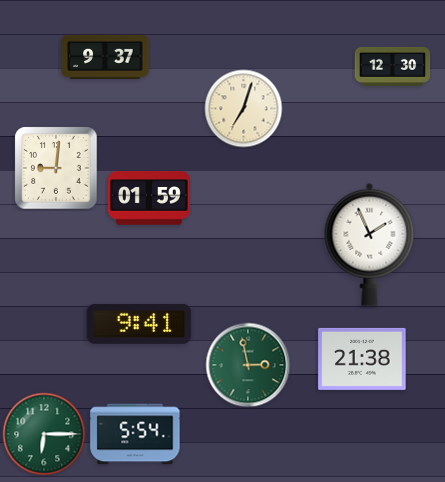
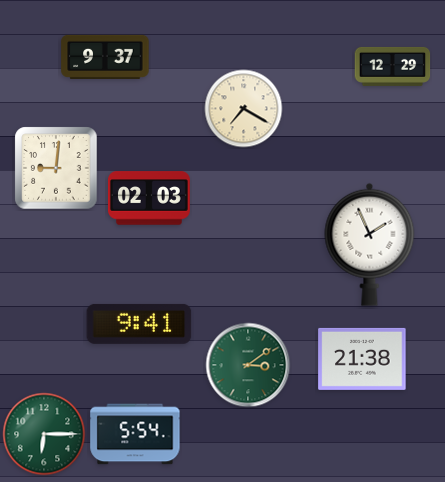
clock at (393, 66): 12:30 -> 12:29
clock at (244, 109): 7:03 -> 7:20
clock at (149, 198): 01:59 -> 02:03
clock at (248, 365): 2:58 -> 3:09
